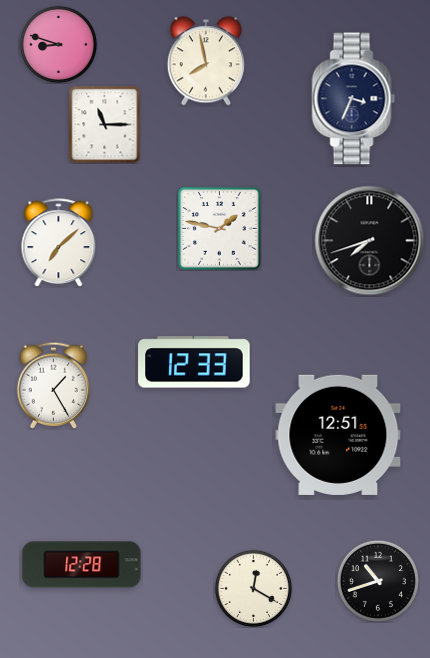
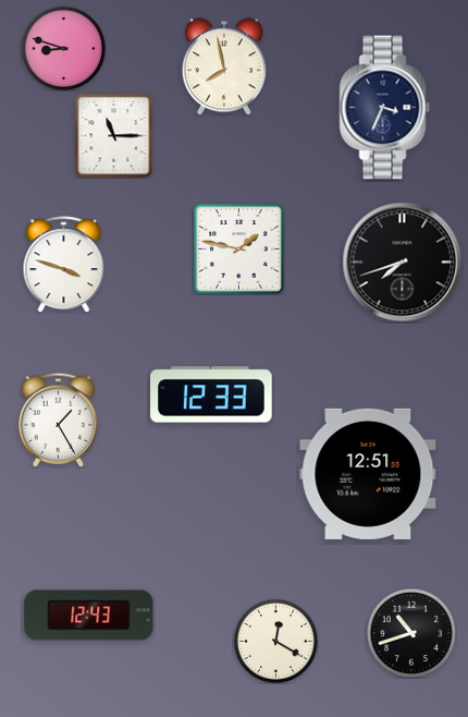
clock at (59, 243): 7:08 -> 3:48
clock at (82, 565): 12:28 -> 12:43
